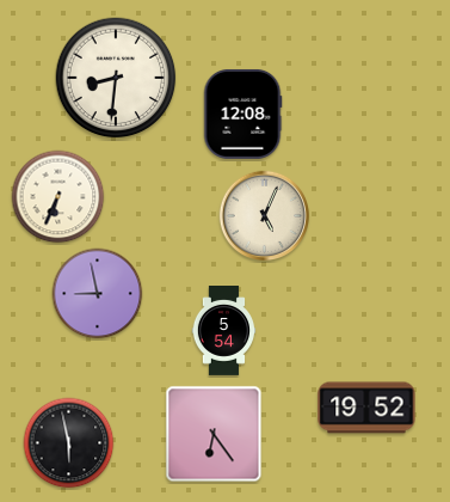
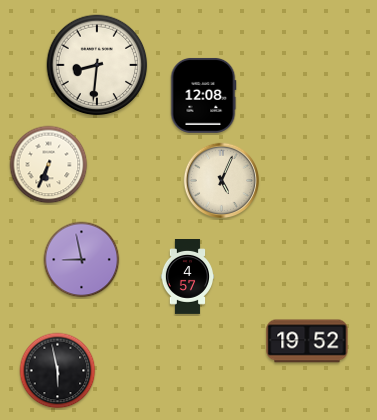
clock at (98, 294) position: (98, 294) -> (82, 260)
clock at (224, 331): 5:54 -> 4:57
clock at (214, 434): 6:24 -> none
